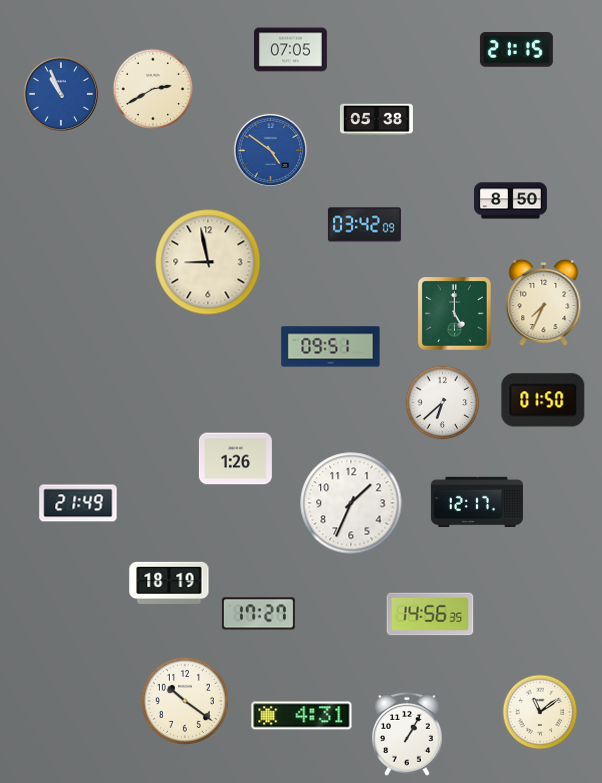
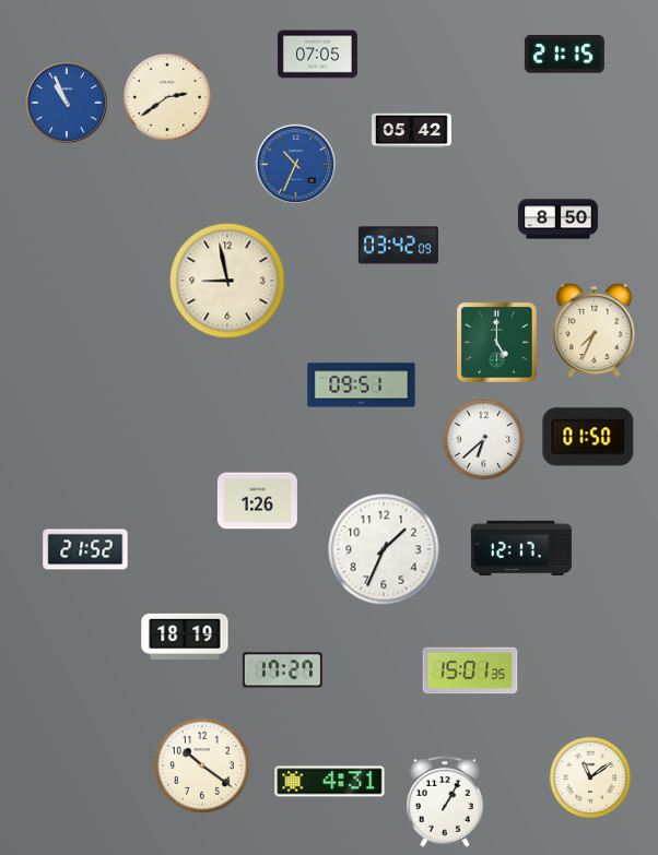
clock at (153, 89): 2:40 -> 2:39
clock at (376, 120): 05:38 -> 05:42
clock at (270, 150): 4:51 -> 10:34
clock at (208, 262) position: (208, 262) -> (227, 281)
clock at (331, 347) position: (331, 347) -> (362, 385)
clock at (543, 400) position: (543, 400) -> (588, 437)
clock at (78, 503): 21:49 -> 21:52
clock at (430, 614): 14:56 -> 15:01
